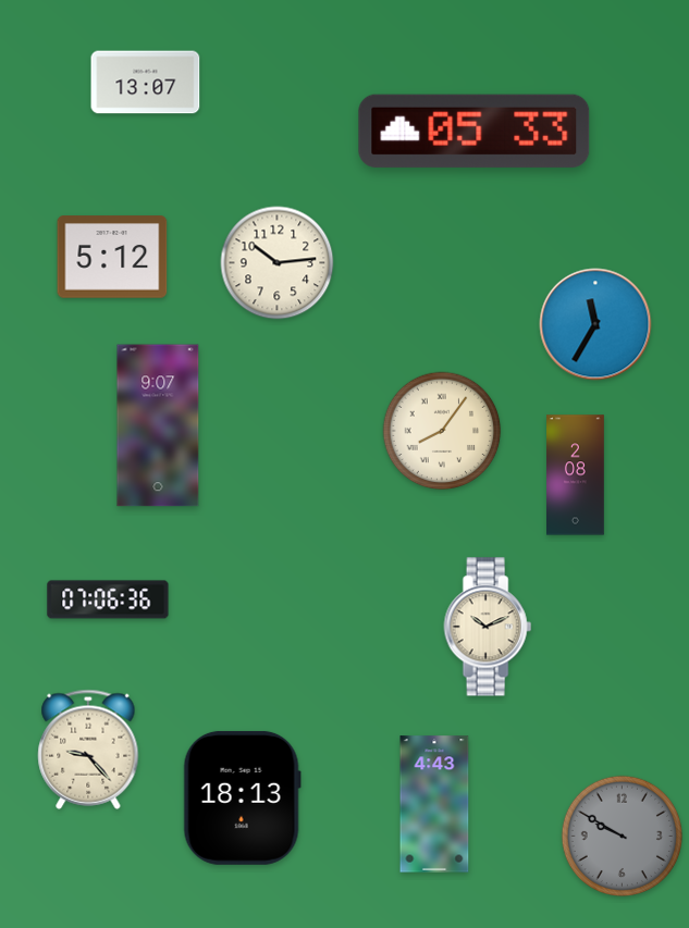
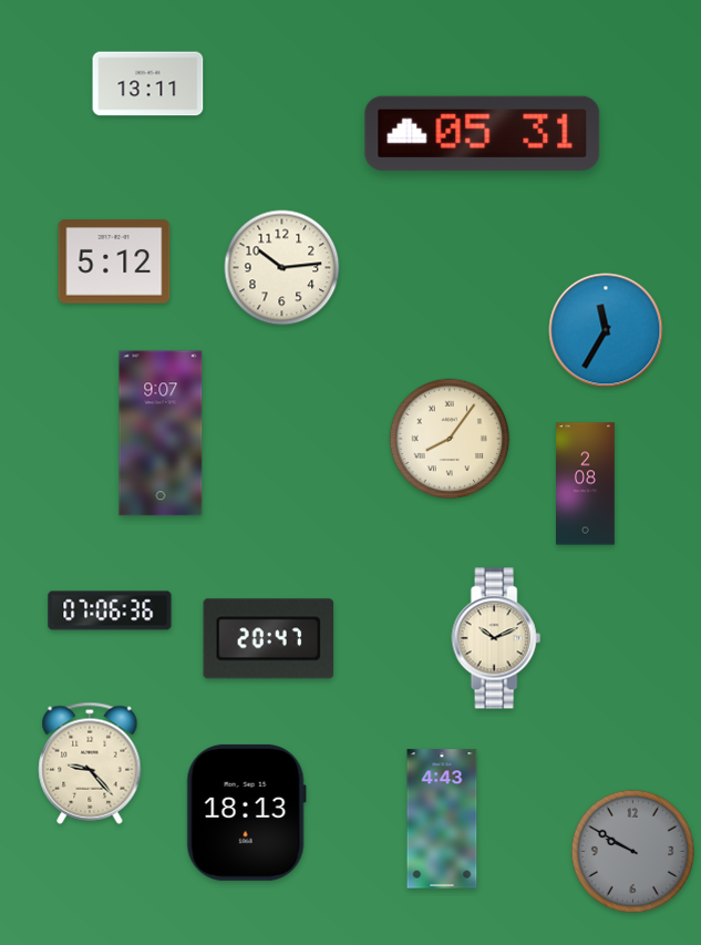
clock at (146, 83): 13:07 -> 13:11
clock at (475, 131): 05:33 -> 05:31
clock at (269, 639): none -> 20:47
